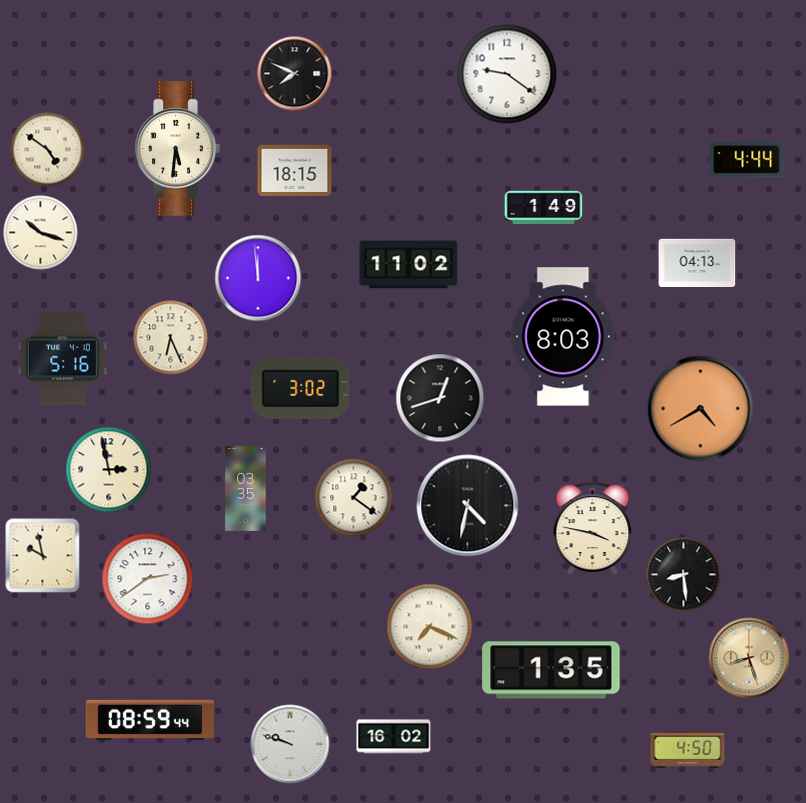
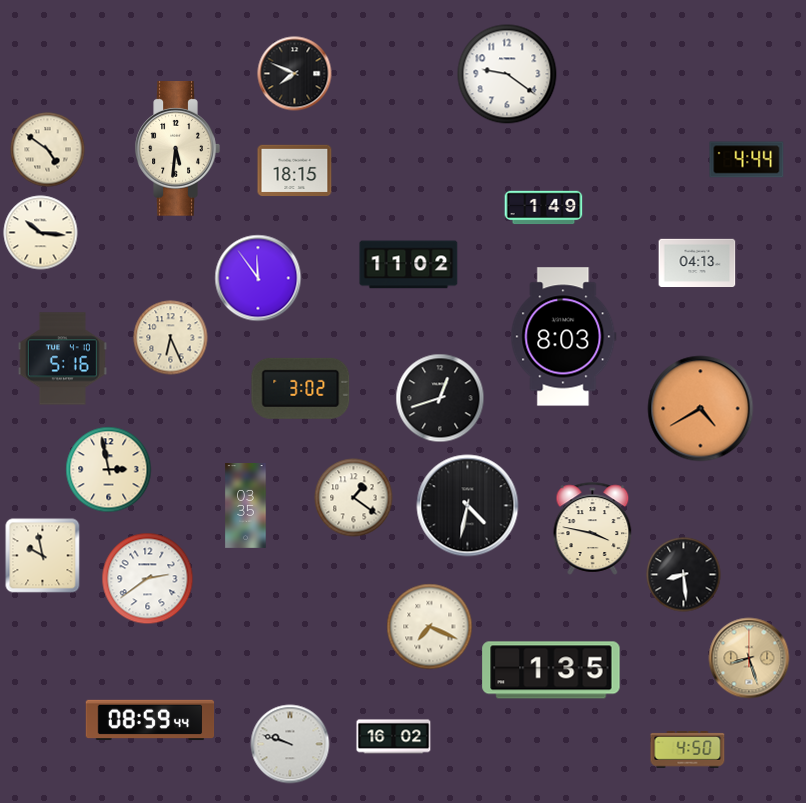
clock at (41, 233): 10:18 -> 10:16
clock at (258, 278): 11:59 -> 11:54
clock at (246, 489) position: (246, 489) -> (246, 506)
